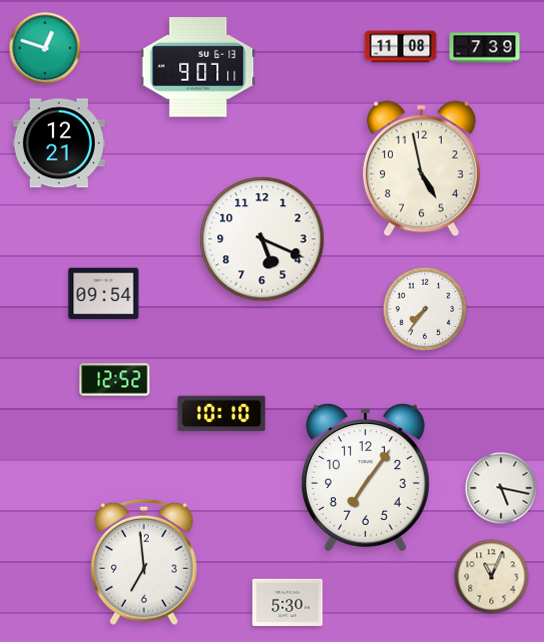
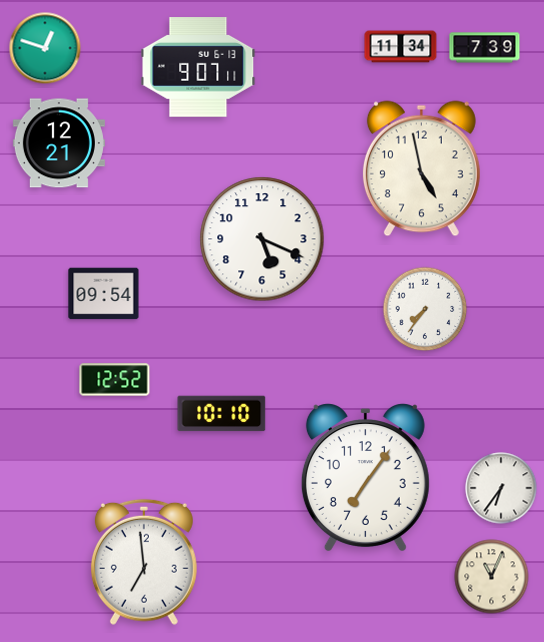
clock at (401, 47): 11:08 -> 11:34
clock at (501, 488): 5:17 -> 6:36
clock at (288, 602): 5:30 -> none
